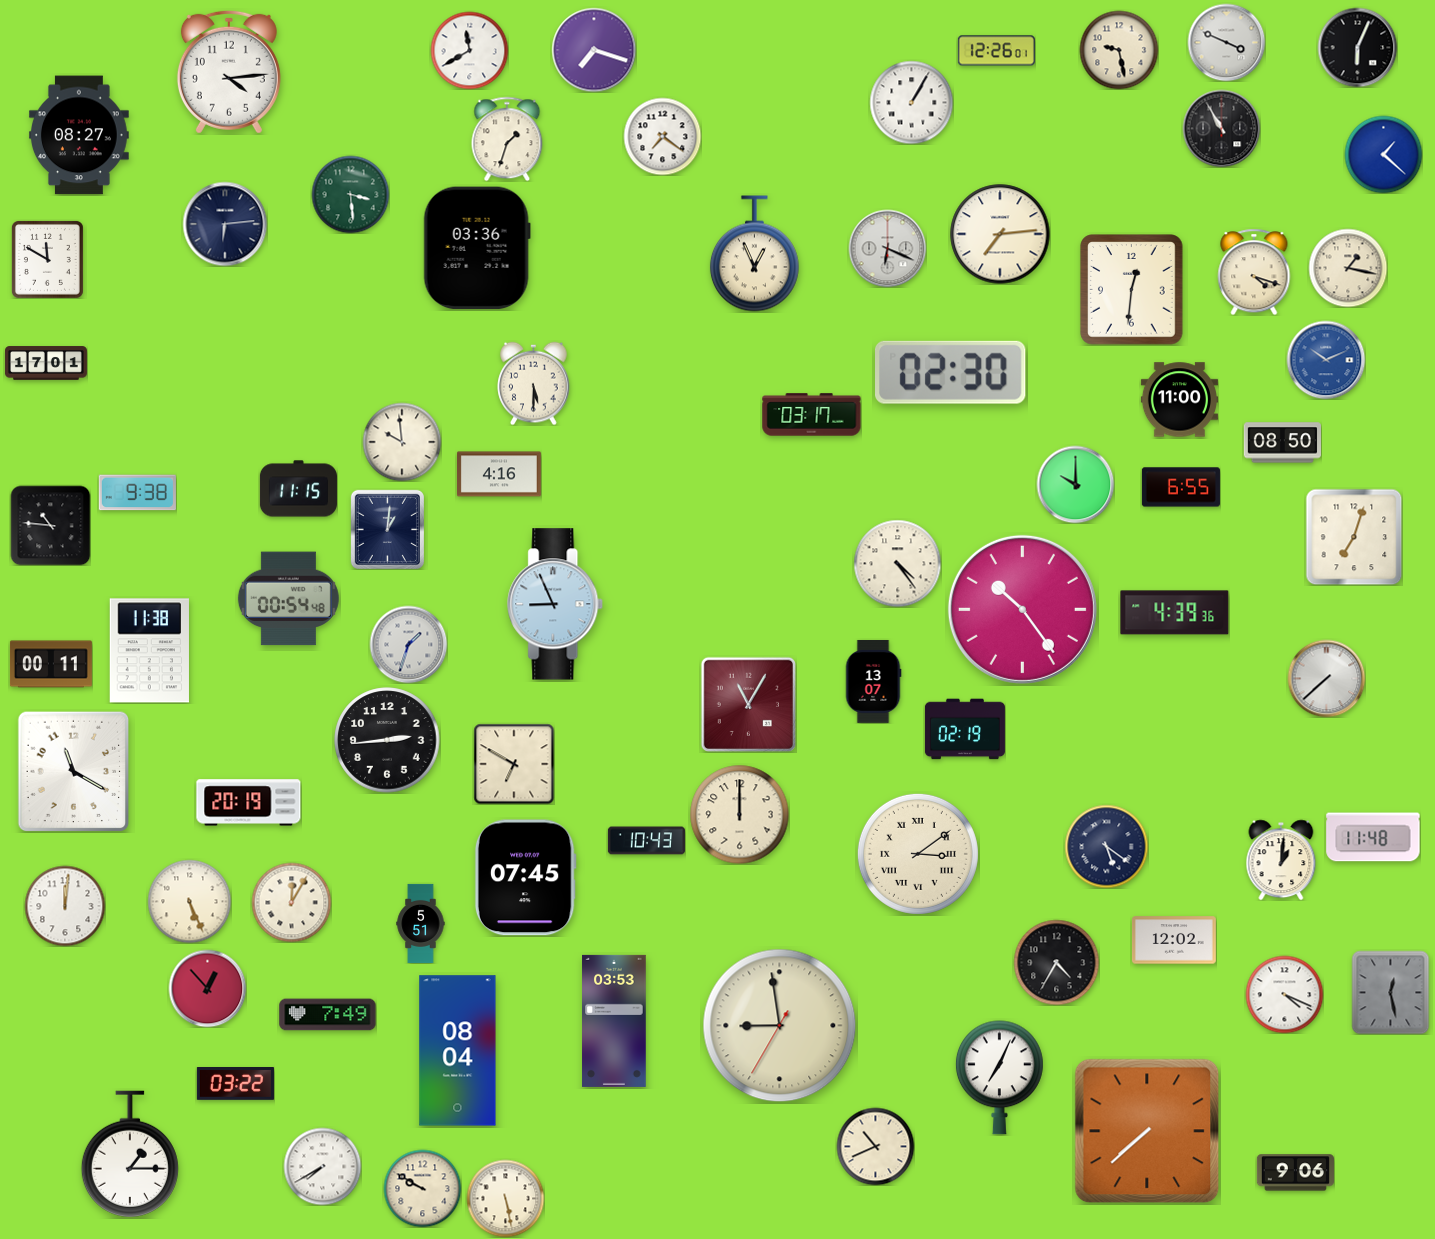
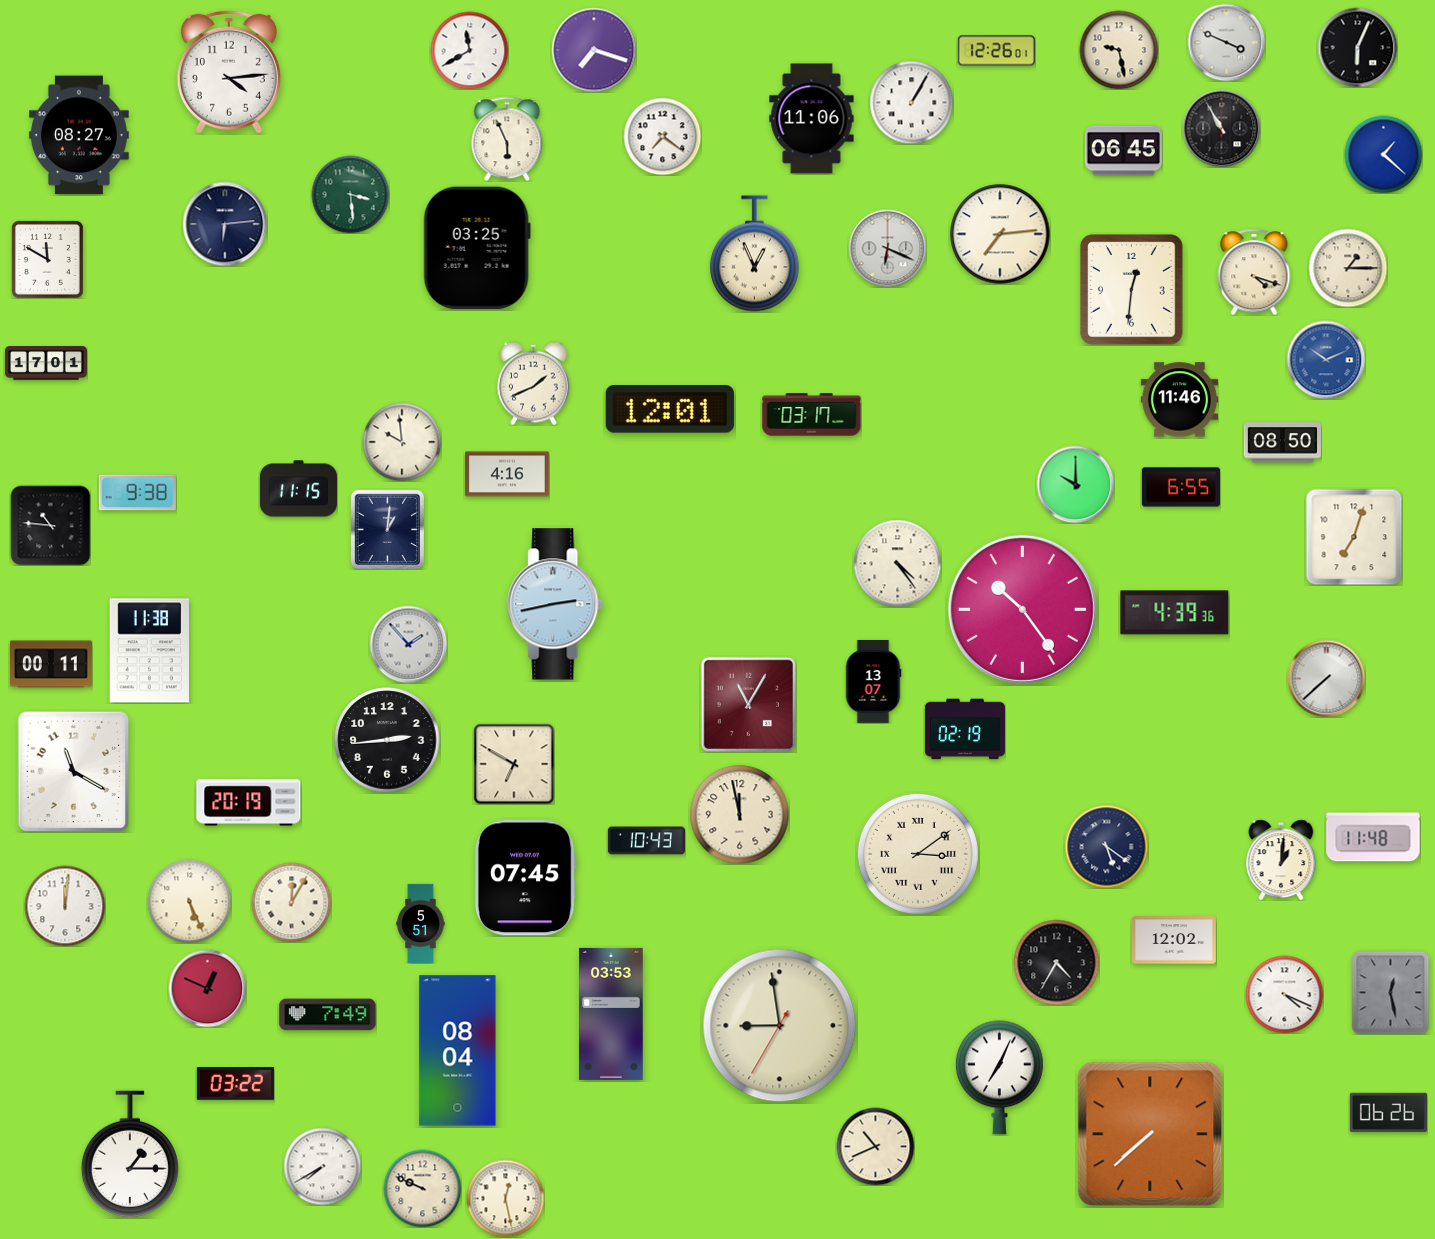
clock at (812, 119): none -> 11:06
clock at (507, 139): 1:33 -> 5:56
clock at (1123, 151): none -> 06:45
clock at (477, 248): 03:36 -> 03:25
clock at (1348, 268): 1:17 -> 1:15
clock at (951, 372): 02:30 -> none
clock at (534, 383): 5:30 -> 1:41
clock at (1179, 400): 11:00 -> 11:46
clock at (670, 410): none -> 12:01
clock at (499, 474) position: (499, 474) -> (507, 474)
clock at (288, 599): 00:54 -> none
clock at (556, 604): 8:56 -> 2:43
clock at (408, 644): 1:33 -> 1:53
clock at (740, 815): 12:00 -> 11:58
clock at (207, 988): 12:53 -> 12:49
clock at (614, 1021) position: (614, 1021) -> (611, 1014)
clock at (1388, 1113): none -> 06:26
clock at (1147, 1131) position: (1147, 1131) -> (1150, 1134)
clock at (1295, 1173): 9:06 -> none
clock at (422, 1188): 9:50 -> 9:49
clock at (505, 1198): 5:28 -> 12:28
